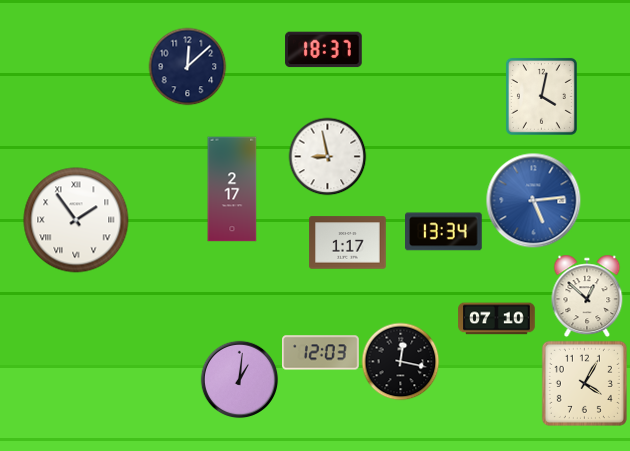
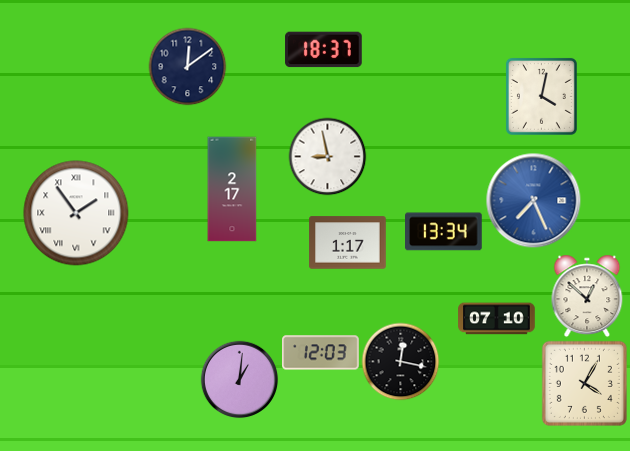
clock at (187, 66): 12:08 -> 12:09
clock at (533, 200): 5:14 -> 7:26
clock at (76, 220) position: (76, 220) -> (76, 213)
